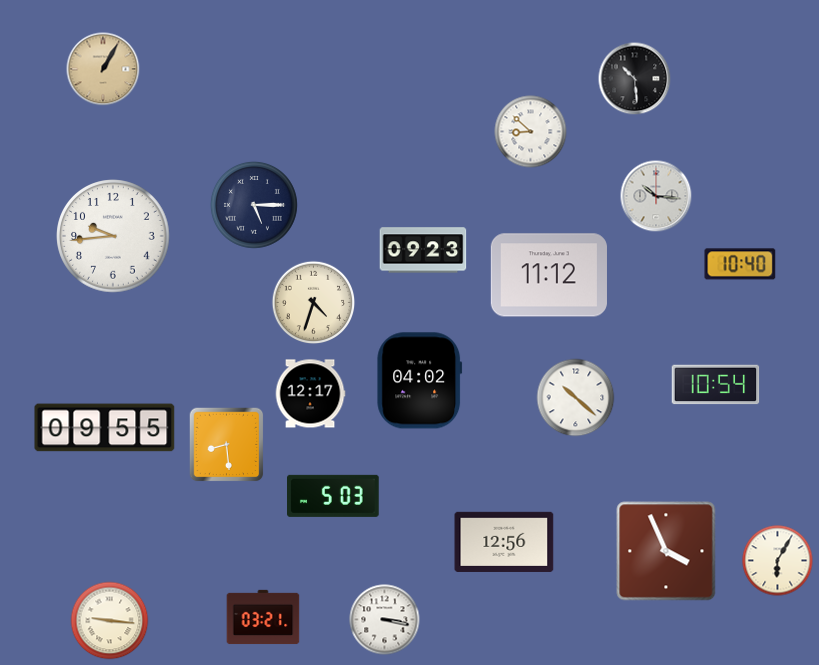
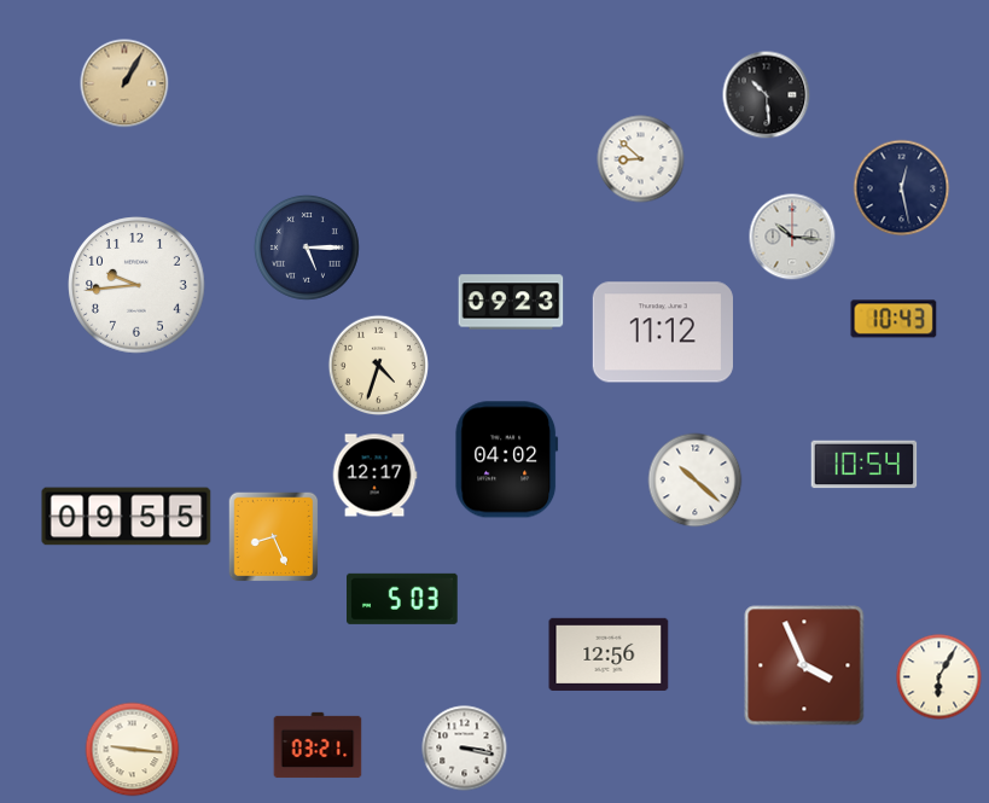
clock at (902, 188): none -> 12:28
clock at (740, 264): 10:40 -> 10:43
clock at (227, 445): 8:29 -> 8:26
